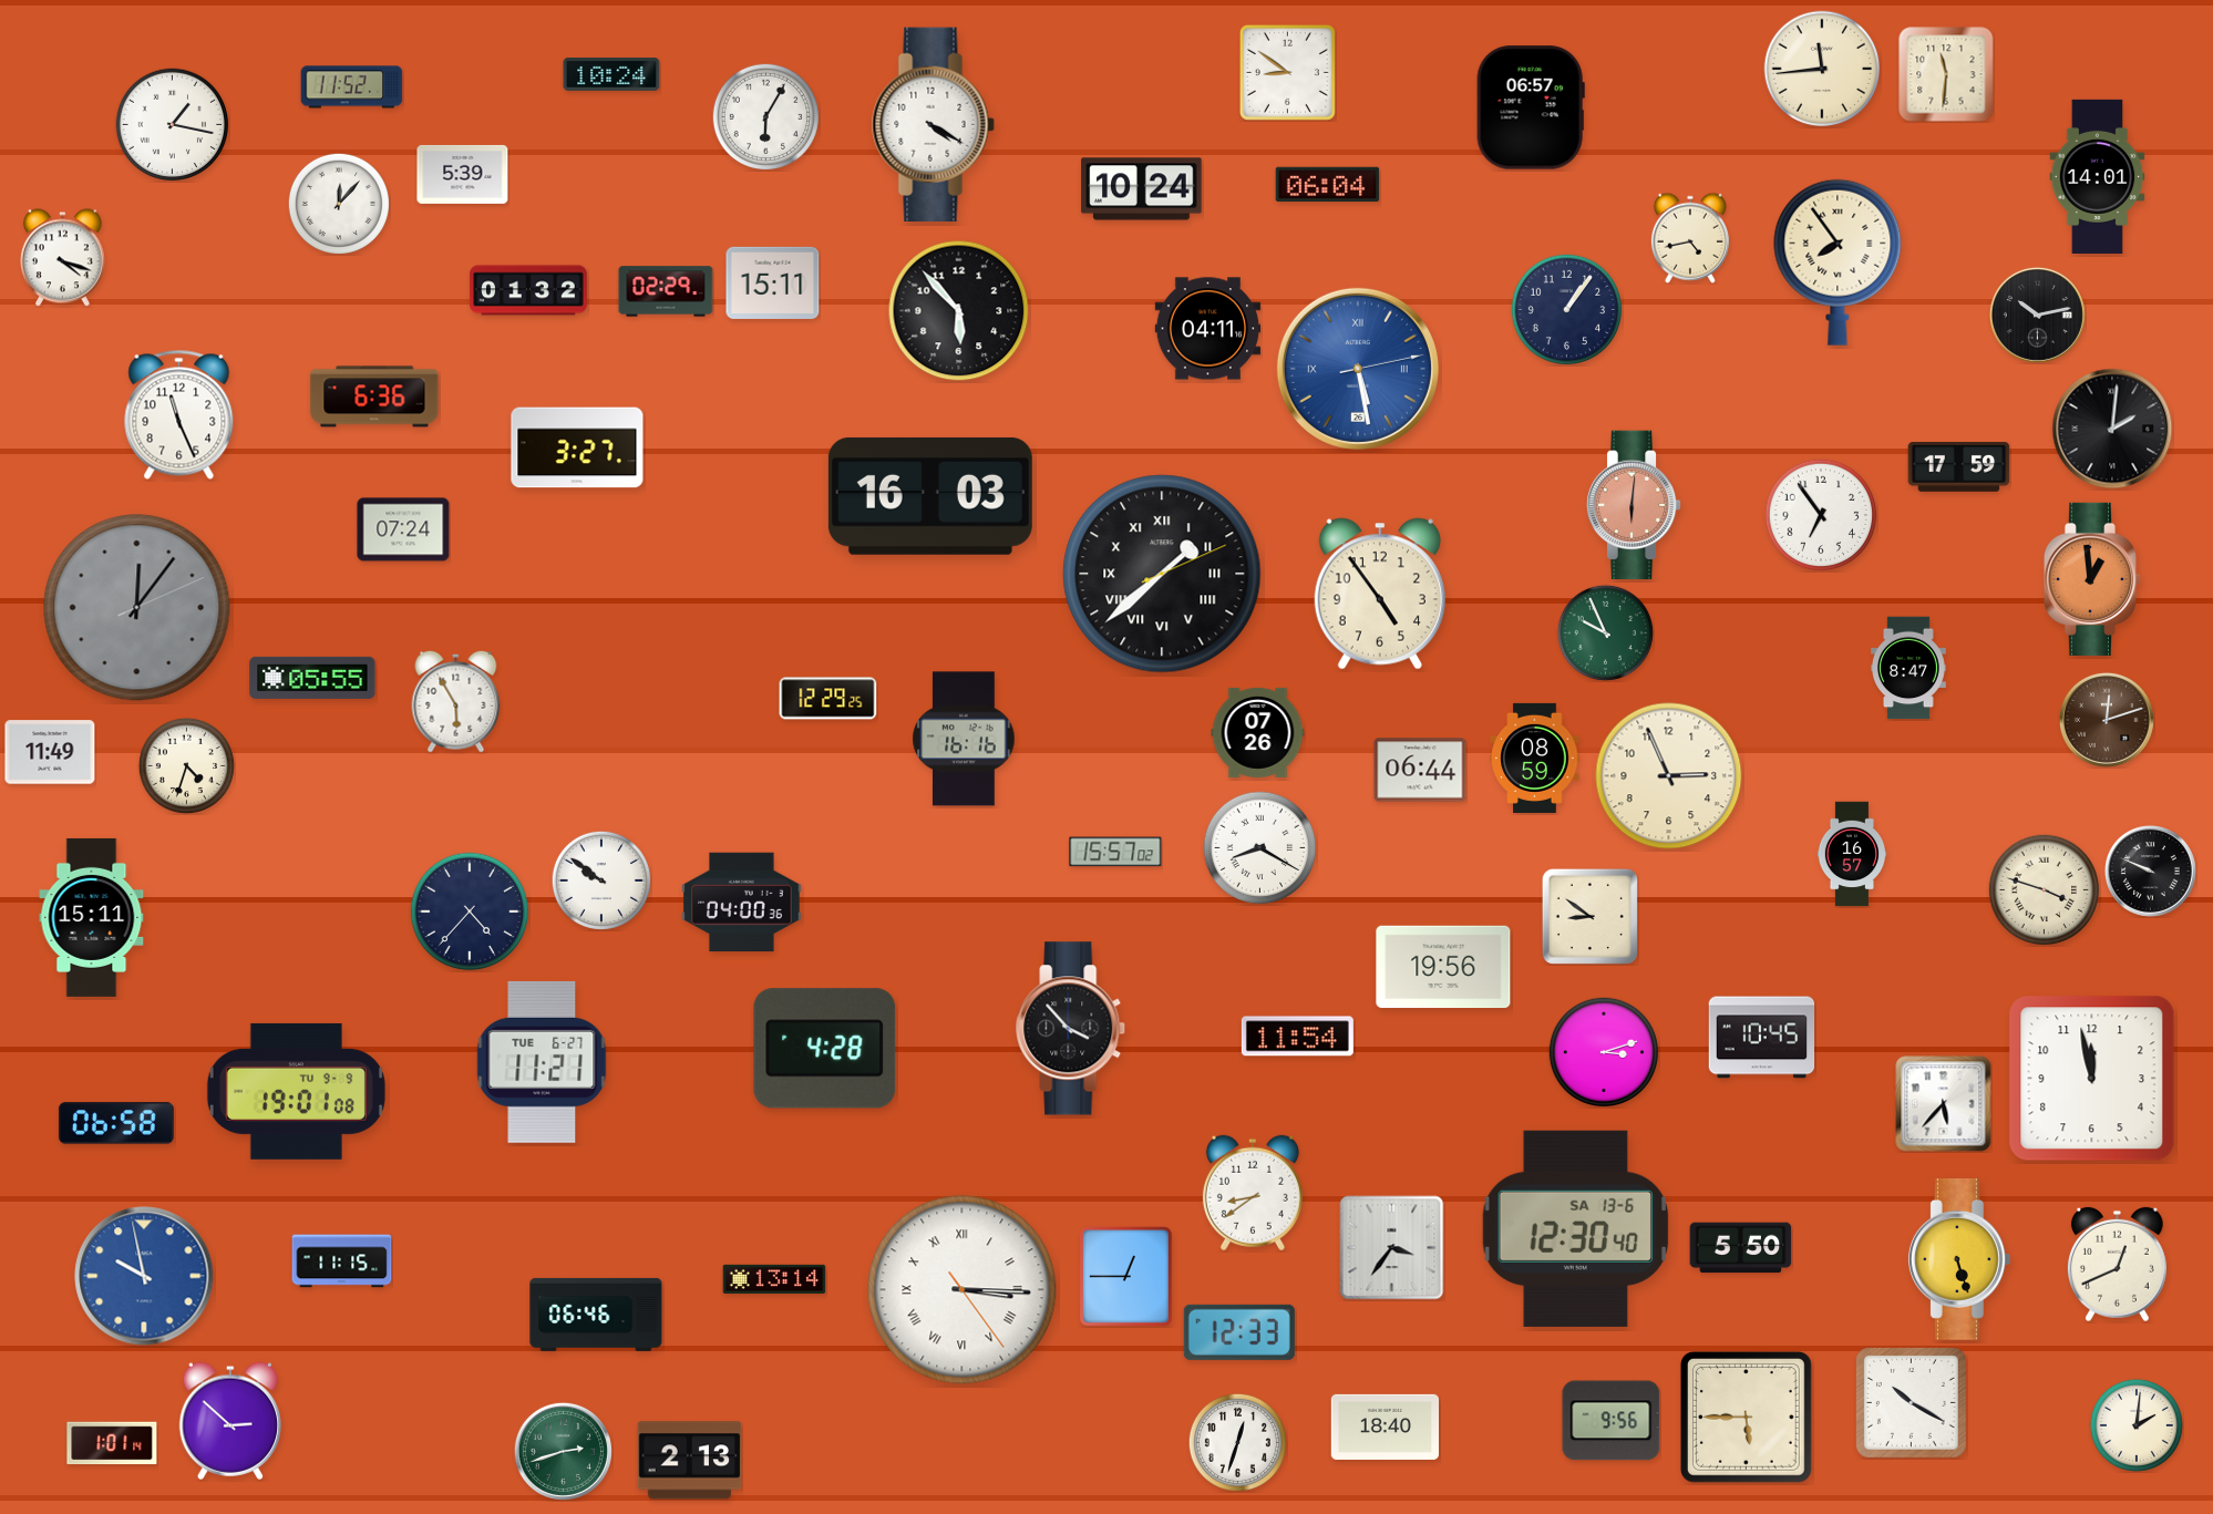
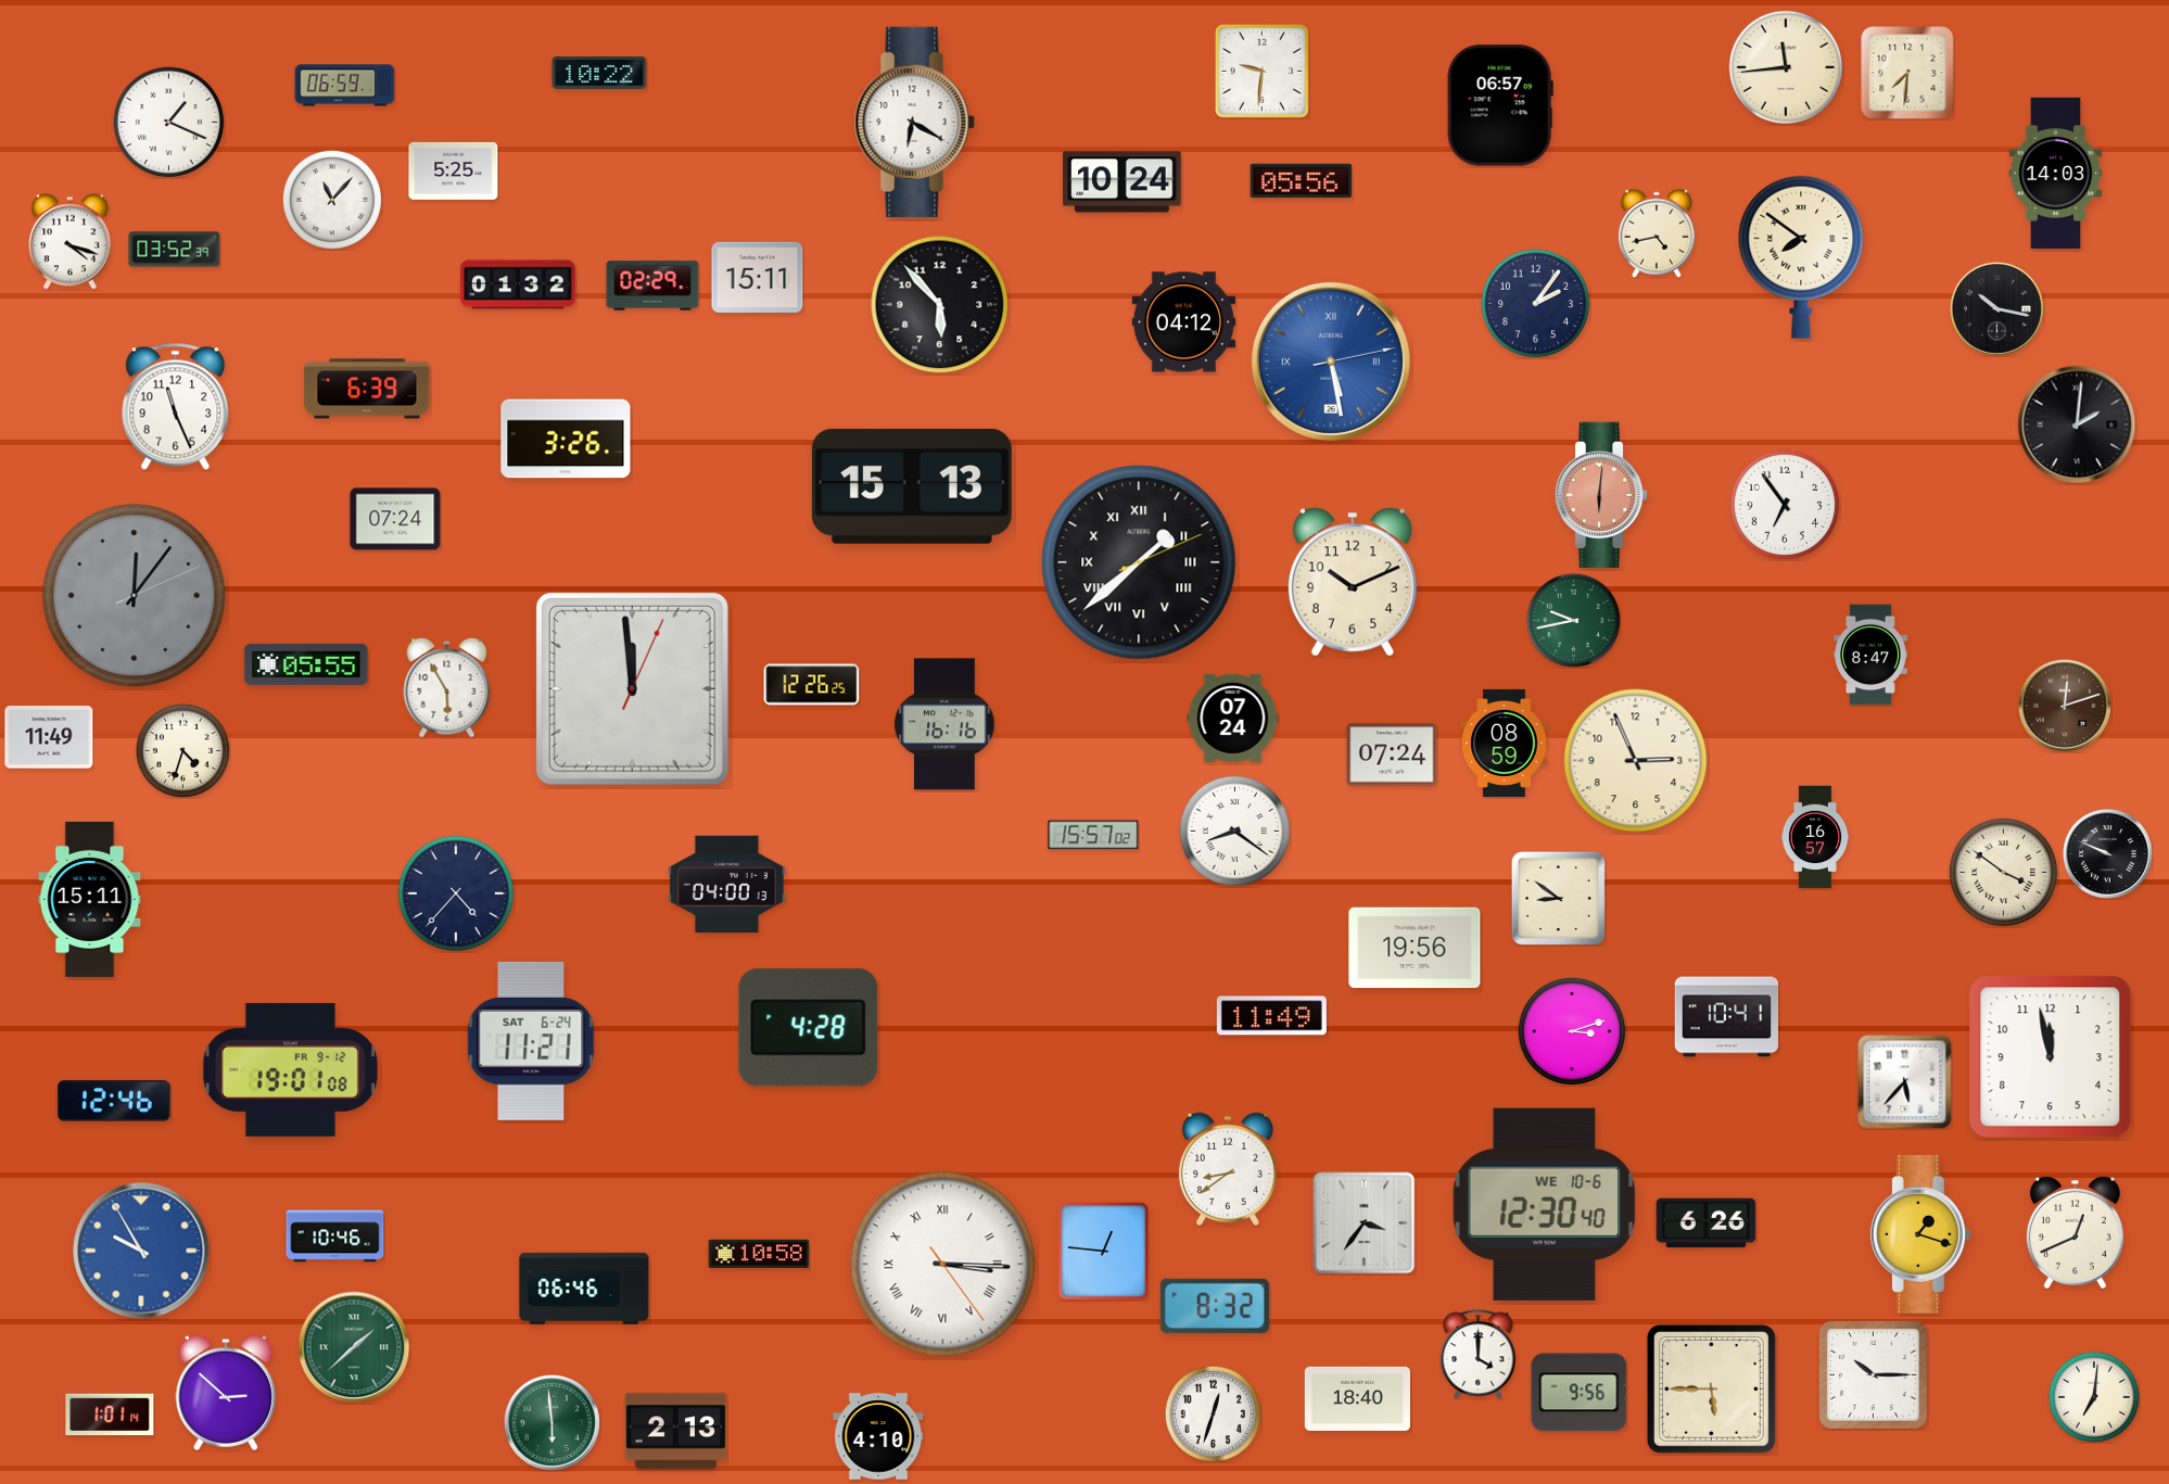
clock at (1287, 72): 8:51 -> 9:31
clock at (611, 74): 10:24 -> 10:22
clock at (1946, 74): 11:31 -> 7:31
clock at (352, 87): 11:52 -> 06:59
clock at (765, 116): 6:05 -> none
clock at (933, 124): 4:20 -> 6:20
clock at (173, 125): 1:17 -> 1:19
clock at (463, 174): 5:39 -> 5:25
clock at (2098, 176): 14:01 -> 14:03
clock at (1328, 185): 06:04 -> 05:56
clock at (1142, 189) position: (1142, 189) -> (1122, 182)
clock at (339, 204): 12:07 -> 11:07
clock at (175, 250): none -> 03:52
clock at (62, 258) position: (62, 258) -> (69, 242)
clock at (1838, 262): 7:54 -> 7:51
clock at (1567, 310): 1:06 -> 2:06
clock at (2037, 315): 10:13 -> 10:17
clock at (1208, 329): 04:11 -> 04:12
clock at (374, 396): 6:36 -> 6:39
clock at (2112, 429) position: (2112, 429) -> (2077, 424)
clock at (577, 447): 3:27 -> 3:26
clock at (1959, 466): 17:59 -> none
clock at (930, 496): 16:03 -> 15:13
clock at (2092, 579): 12:59 -> none
clock at (1380, 594): 4:54 -> 10:11
clock at (1605, 632): 9:56 -> 9:43
clock at (828, 699): 12:29 -> 12:26
clock at (632, 688): none -> 11:59
clock at (1258, 732): 07:26 -> 07:24
clock at (1420, 770): 06:44 -> 07:24
clock at (1260, 848): 8:20 -> 8:21
clock at (601, 880): 9:51 -> none
clock at (2045, 890): 3:48 -> 3:51
clock at (742, 903): 04:00:36 -> 04:00:13
clock at (470, 912) position: (470, 912) -> (456, 893)
clock at (1071, 1029): 3:53 -> none
clock at (1297, 1037): 11:54 -> 11:49
clock at (1762, 1038): 10:45 -> 10:41
clock at (542, 1062) date: TUE 6-27 -> SAT 6-24
clock at (296, 1091) date: TU 9-9 -> FR 9-12
clock at (116, 1123): 06:58 -> 12:46
clock at (1576, 1228) date: SA 13-6 -> WE 10-6
clock at (1741, 1248): 5:50 -> 6:26
clock at (1959, 1259): 5:27 -> 1:18
clock at (342, 1261): 11:15 -> 10:46
clock at (2117, 1265) position: (2117, 1265) -> (2075, 1233)
clock at (144, 1276): 9:58 -> 9:55
clock at (1125, 1277): 12:45 -> 12:46
clock at (774, 1278): 13:14 -> 10:58
clock at (1239, 1332): 12:33 -> 8:32
clock at (354, 1347): none -> 1:38
clock at (1479, 1355): none -> 4:00
clock at (1911, 1402): 10:20 -> 10:15
clock at (2137, 1425): 2:01 -> 7:01
clock at (563, 1451): 2:42 -> 5:59
clock at (878, 1436): none -> 4:10
